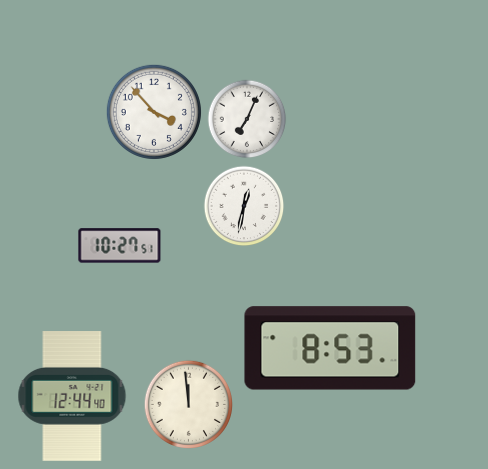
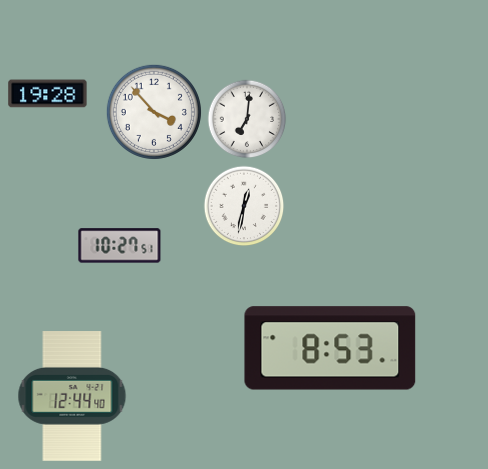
clock at (48, 94): none -> 19:28
clock at (247, 119): 7:04 -> 7:01
clock at (188, 404): 11:59 -> none
